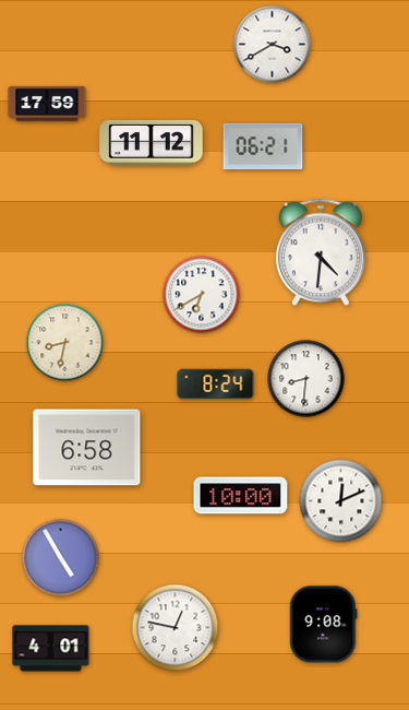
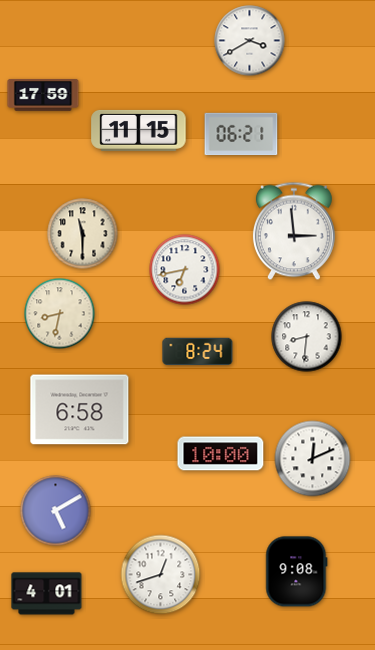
clock at (152, 142): 11:12 -> 11:15
clock at (321, 252): 4:31 -> 2:59
clock at (83, 234): none -> 11:30
clock at (202, 295): 6:40 -> 6:43
clock at (306, 379) position: (306, 379) -> (307, 337)
clock at (61, 558): 4:55 -> 5:10
clock at (176, 628): 12:47 -> 12:42
